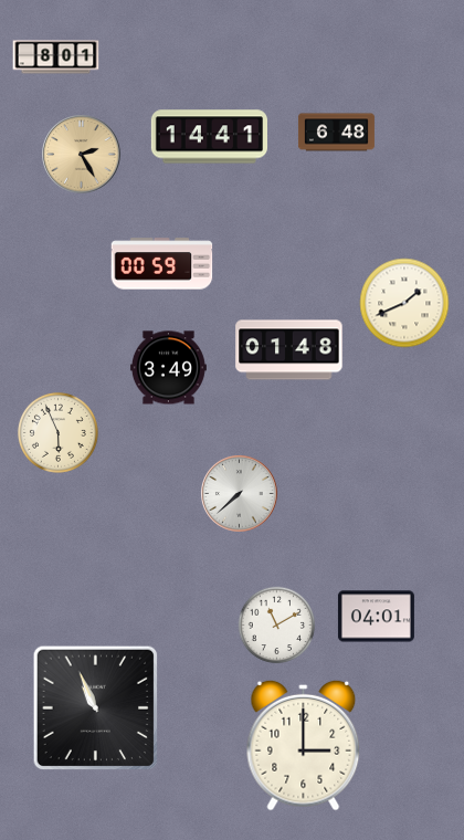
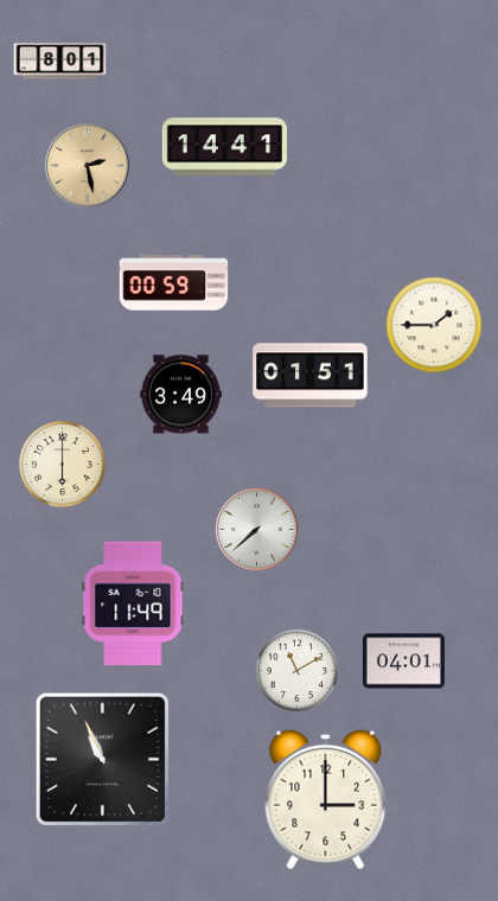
clock at (336, 133): 6:48 -> none
clock at (82, 155): 2:25 -> 2:28
clock at (404, 303): 1:41 -> 1:45
clock at (289, 350): 01:48 -> 01:51
clock at (57, 432): 5:56 -> 6:00
clock at (133, 603): none -> 11:49
